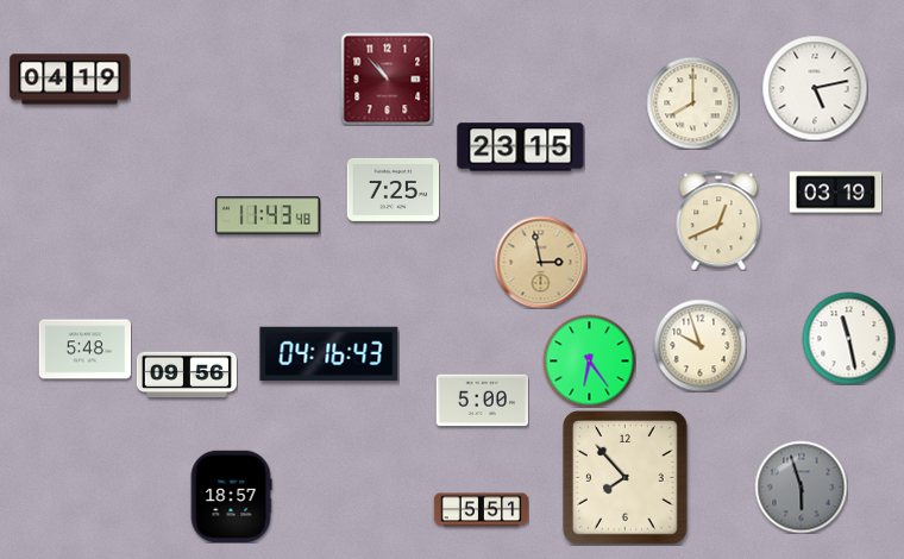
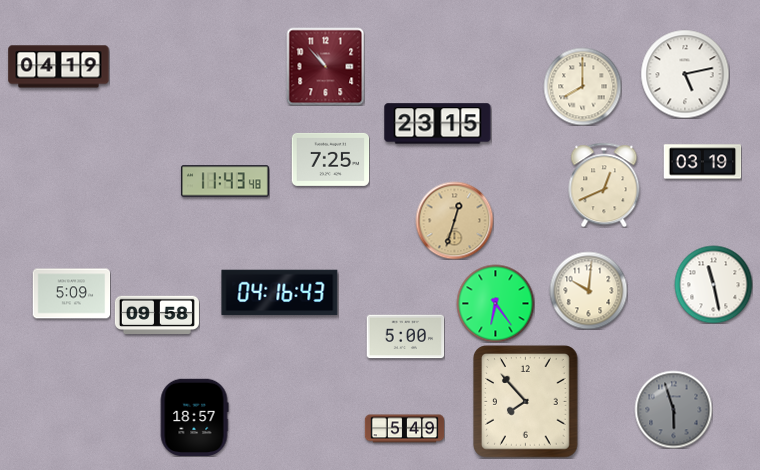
clock at (540, 262): 2:58 -> 12:33
clock at (699, 345): 9:57 -> 10:01
clock at (84, 350): 5:48 -> 5:09
clock at (329, 354) position: (329, 354) -> (280, 293)
clock at (187, 373): 09:56 -> 09:58
clock at (481, 510): 5:51 -> 5:49
